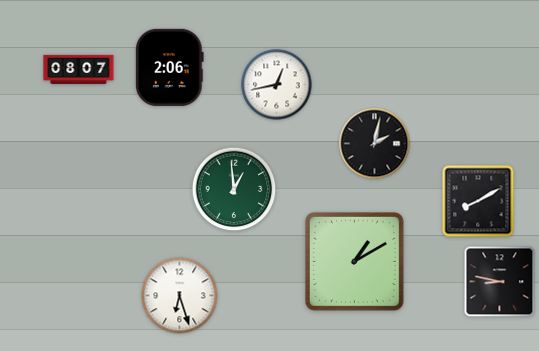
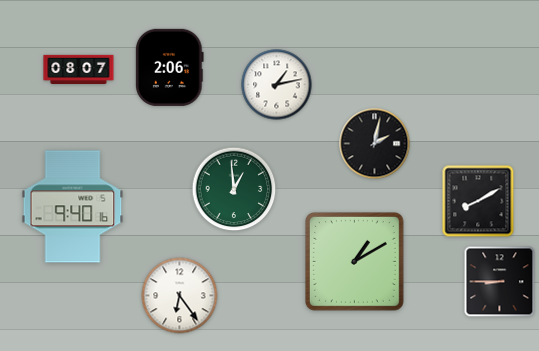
clock at (277, 85): 12:43 -> 1:13
clock at (73, 207): none -> 9:40
clock at (500, 282): 8:47 -> 8:45
clock at (180, 296): 6:27 -> 6:24
